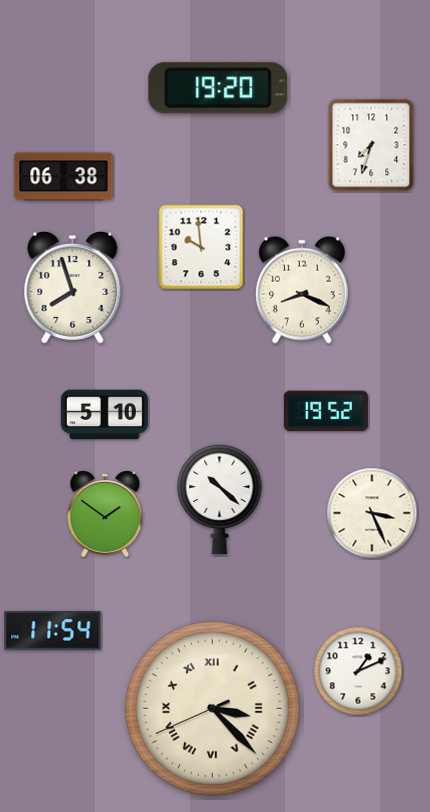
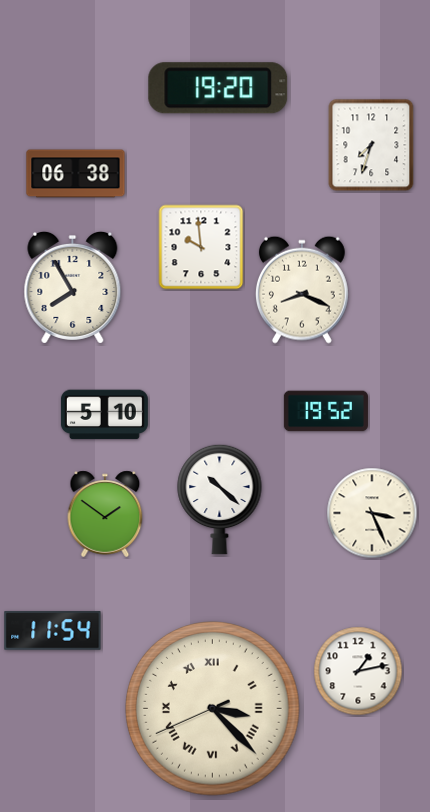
clock at (64, 177) position: (64, 177) -> (76, 174)
clock at (73, 287): 7:57 -> 7:55
clock at (358, 671): 1:11 -> 1:13
